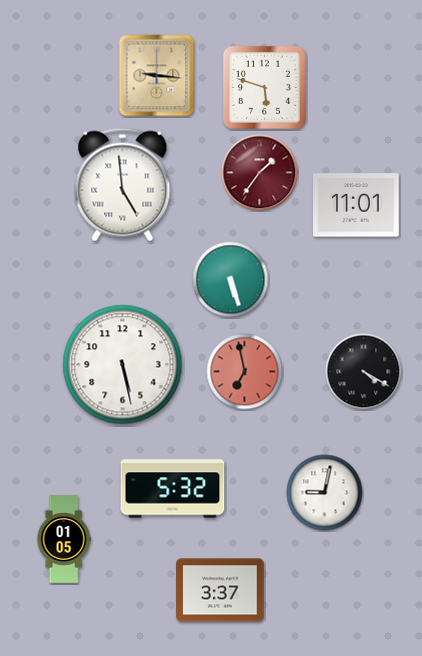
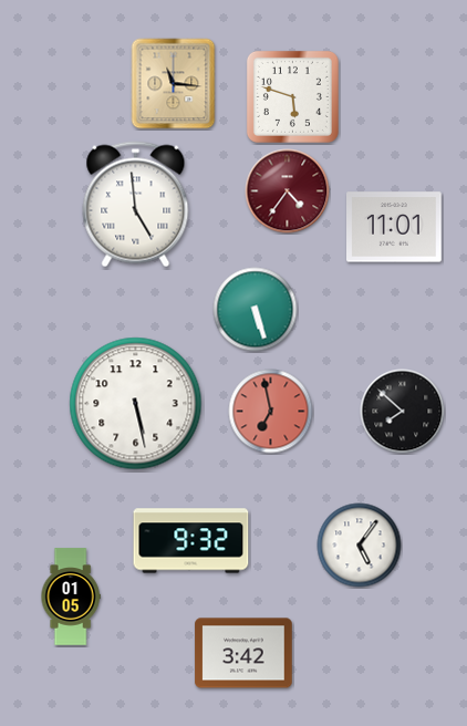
clock at (157, 76): 9:16 -> 11:16
clock at (260, 173): 1:36 -> 4:36
clock at (364, 372): 4:20 -> 7:52
clock at (173, 489): 5:32 -> 9:32
clock at (325, 493): 9:02 -> 5:06
clock at (220, 590): 3:37 -> 3:42
